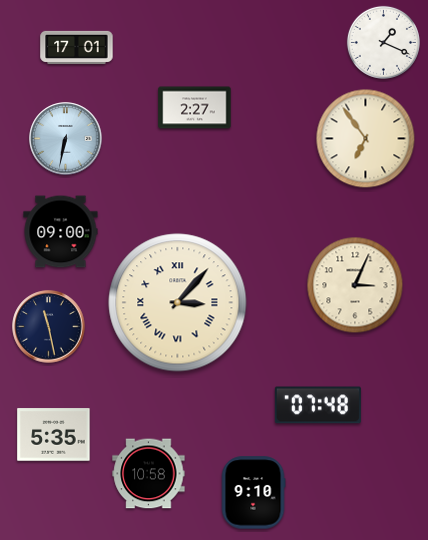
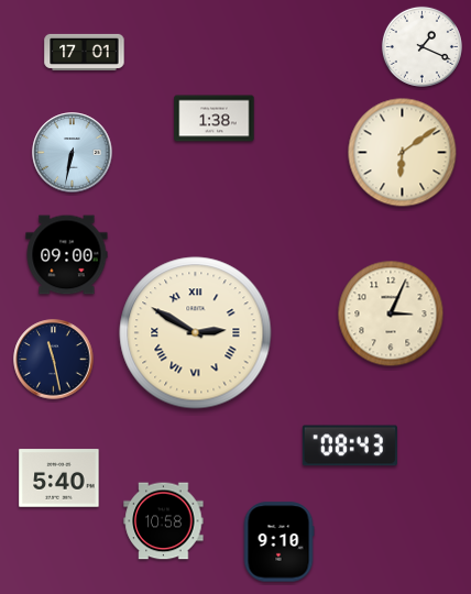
clock at (195, 108): 2:27 -> 1:38
clock at (366, 139): 6:54 -> 6:09
clock at (178, 303): 3:07 -> 2:50
clock at (318, 405): 07:48 -> 08:43
clock at (54, 435): 5:35 -> 5:40
